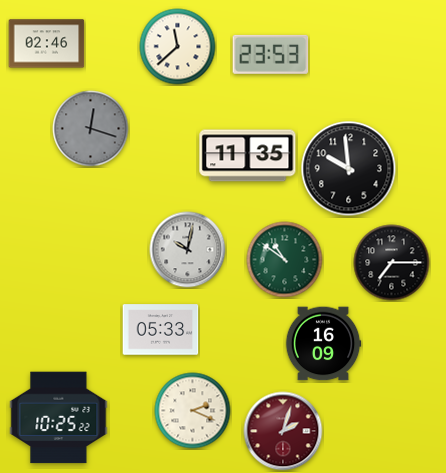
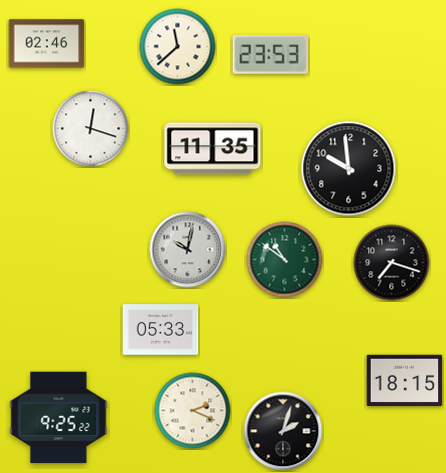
clock at (91, 129) dial: grey -> white
clock at (248, 156) position: (248, 156) -> (213, 149)
clock at (392, 263): 7:15 -> 7:18
clock at (323, 344): 16:09 -> none
clock at (405, 381): none -> 18:15
clock at (59, 418): 10:25 -> 9:25
clock at (283, 431) dial: burgundy -> black
